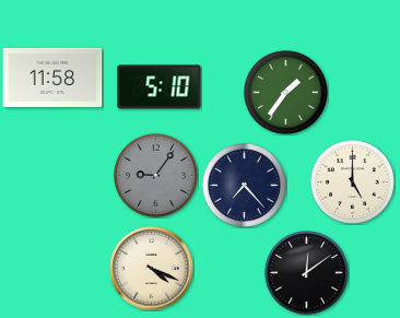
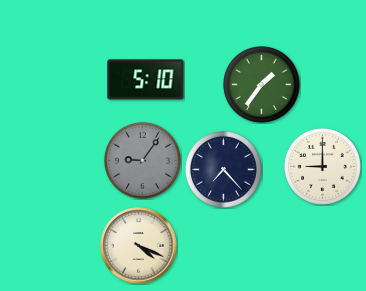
clock at (52, 78): 11:58 -> none
clock at (352, 181): 5:00 -> 9:00
clock at (306, 272): 12:09 -> none
